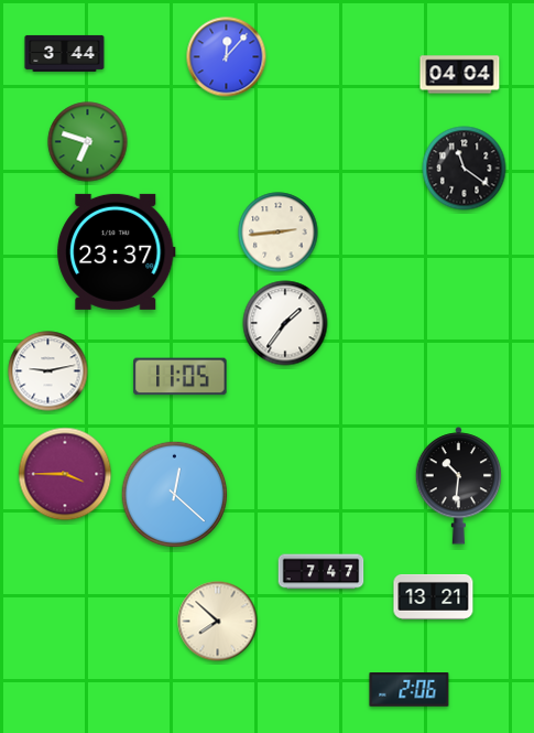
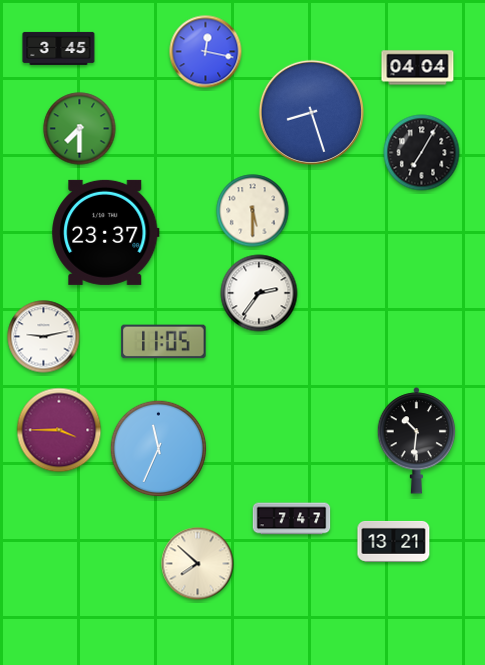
clock at (65, 53): 3:44 -> 3:45
clock at (227, 57): 12:07 -> 12:17
clock at (311, 112): none -> 8:27
clock at (88, 142): 6:48 -> 7:30
clock at (465, 169): 11:21 -> 7:05
clock at (279, 233): 2:44 -> 5:30
clock at (117, 251) position: (117, 251) -> (106, 232)
clock at (285, 323): 1:36 -> 2:36
clock at (175, 495): 12:22 -> 11:34
clock at (410, 690): 2:06 -> none
